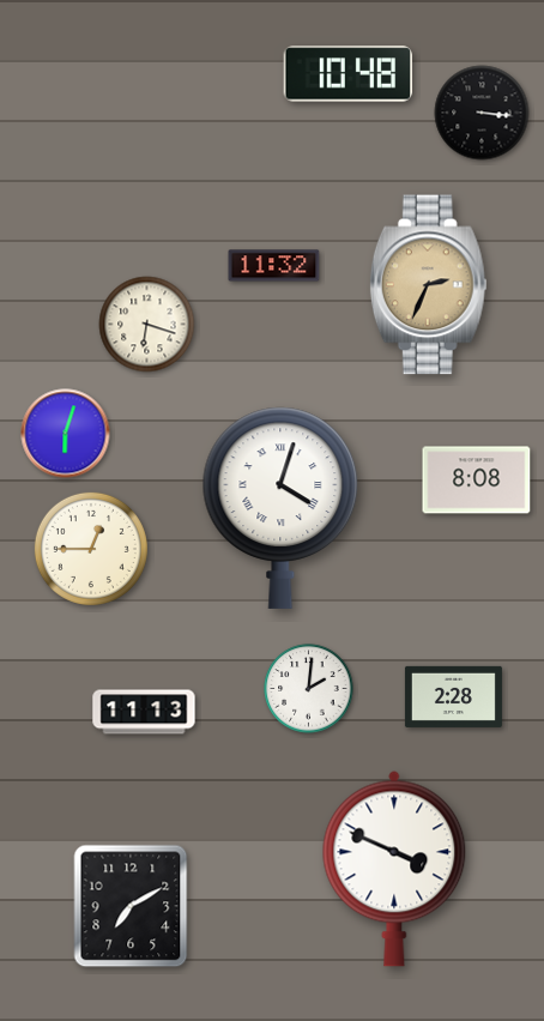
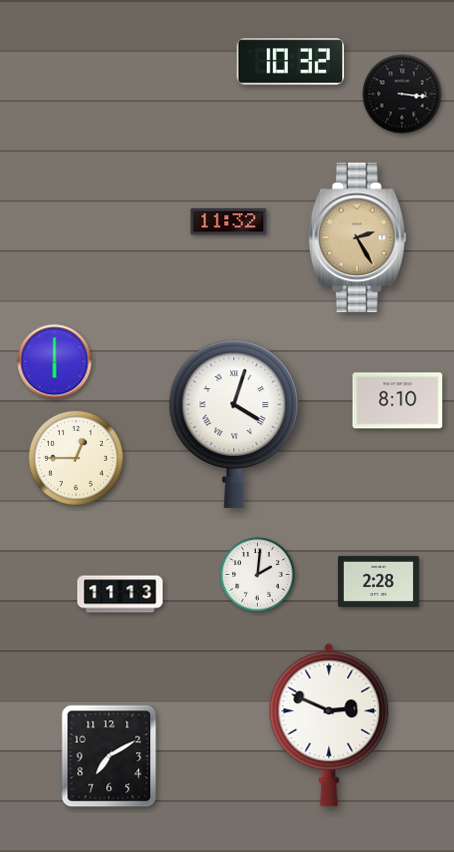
clock at (349, 74): 10:48 -> 10:32
clock at (428, 285): 2:34 -> 2:25
clock at (147, 325): 6:18 -> none
clock at (66, 434): 6:03 -> 6:00
clock at (477, 481): 8:08 -> 8:10
clock at (394, 869): 3:49 -> 2:49
